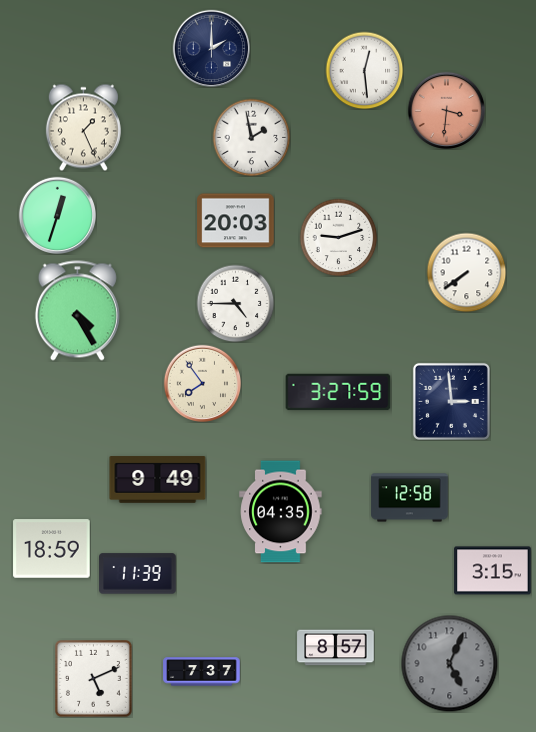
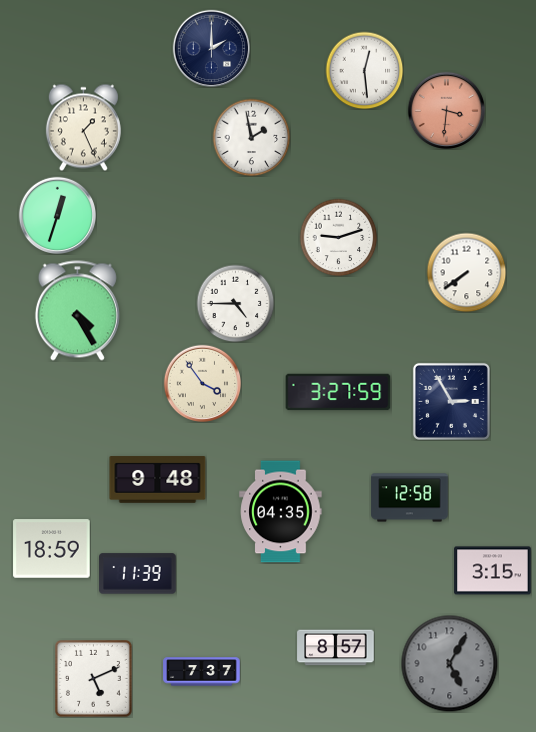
clock at (236, 221): 20:03 -> none
clock at (202, 383): 7:54 -> 3:54
clock at (451, 401): 2:59 -> 2:55
clock at (158, 480): 9:49 -> 9:48
clock at (449, 663): 5:04 -> 5:05
